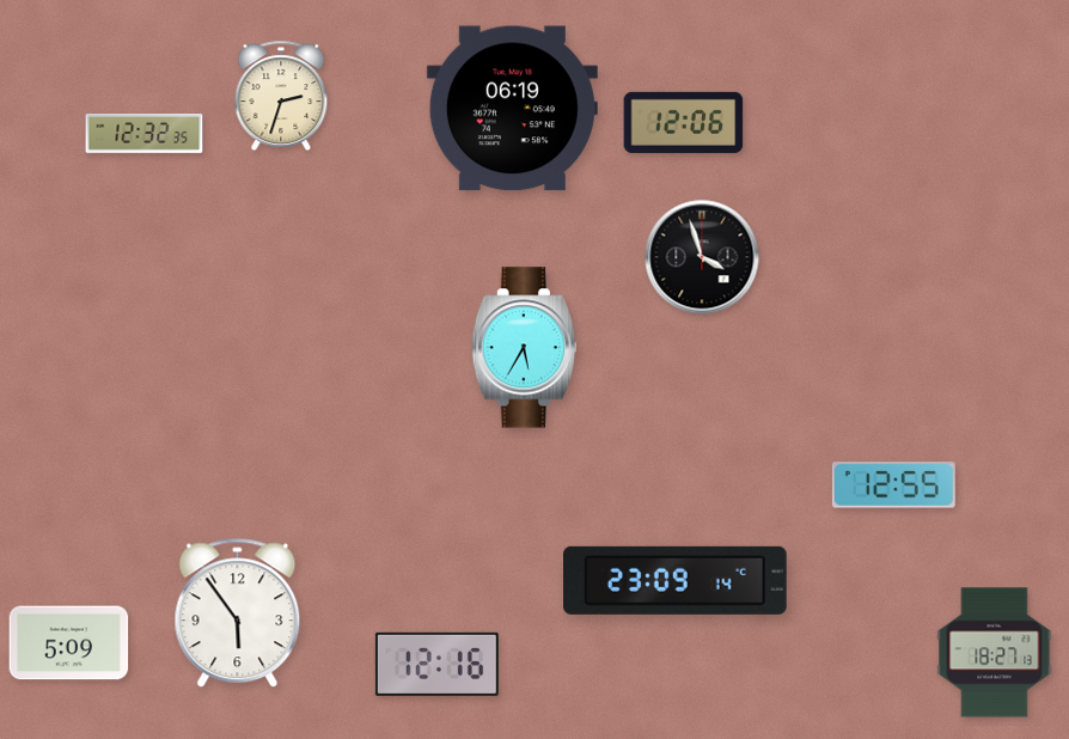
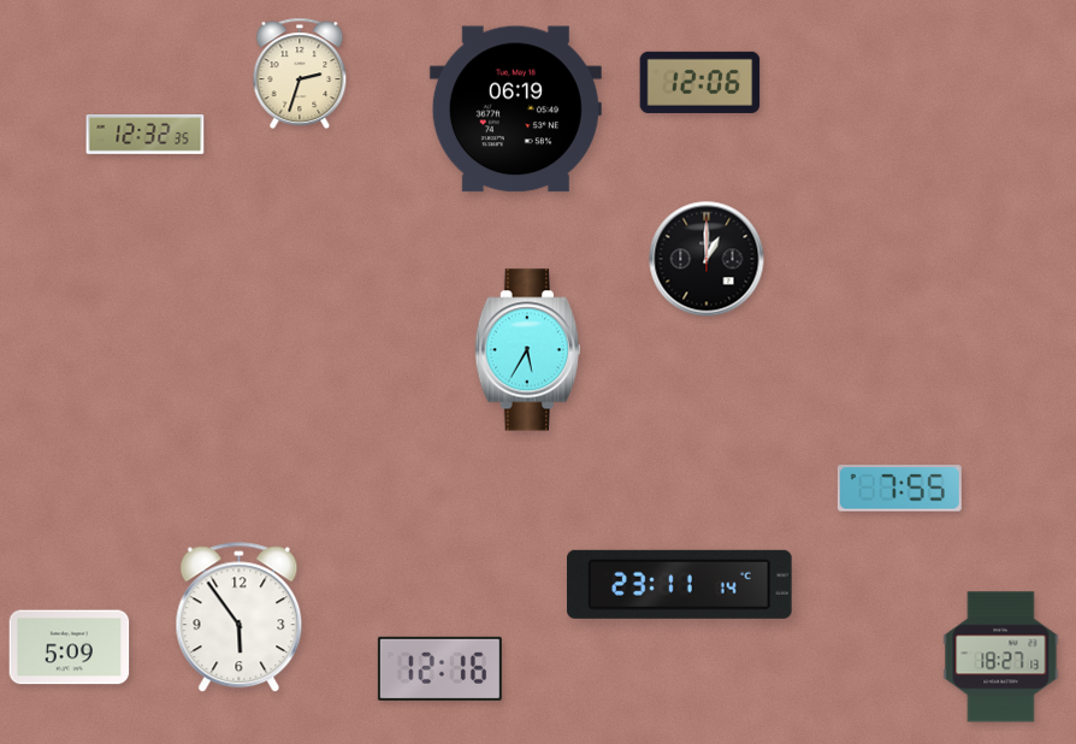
clock at (281, 96) position: (281, 96) -> (300, 73)
clock at (684, 122) position: (684, 122) -> (700, 82)
clock at (702, 257): 3:57 -> 1:00
clock at (893, 485): 12:55 -> 7:55
clock at (676, 580): 23:09 -> 23:11
